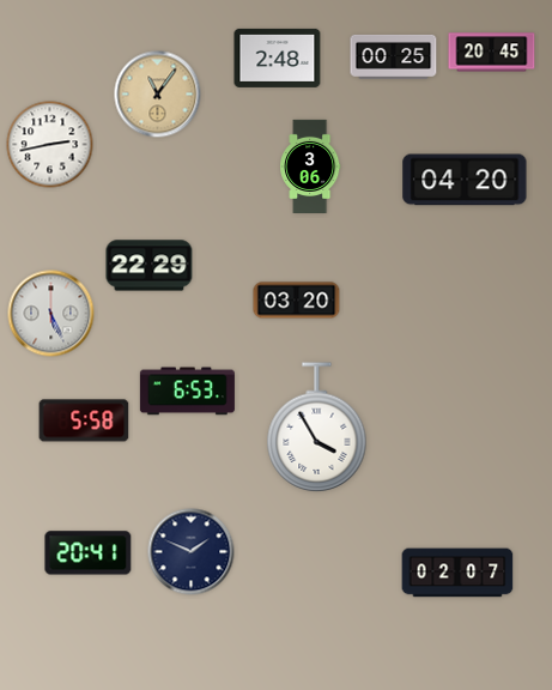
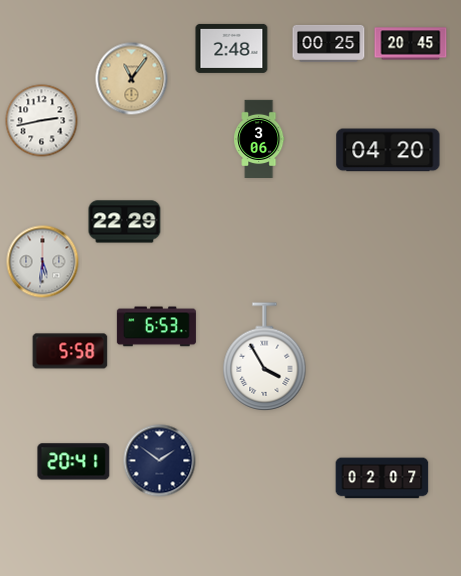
clock at (394, 56) position: (394, 56) -> (329, 43)
clock at (297, 301): 03:20 -> none
clock at (51, 314): 5:26 -> 5:31
clock at (192, 552): 1:49 -> 1:51
